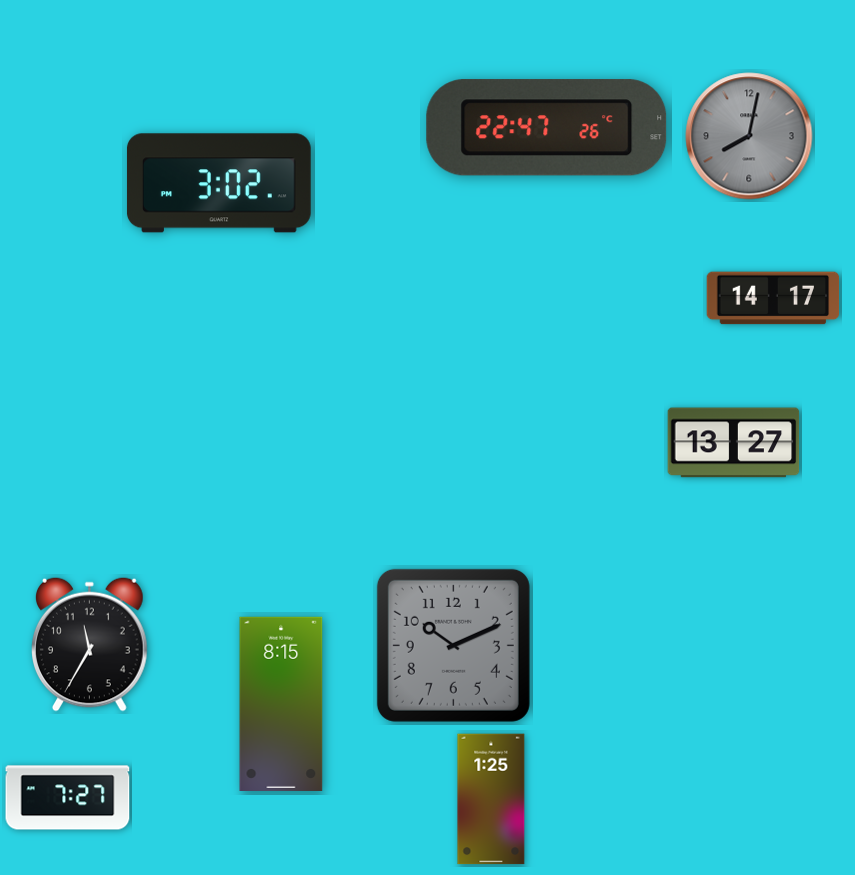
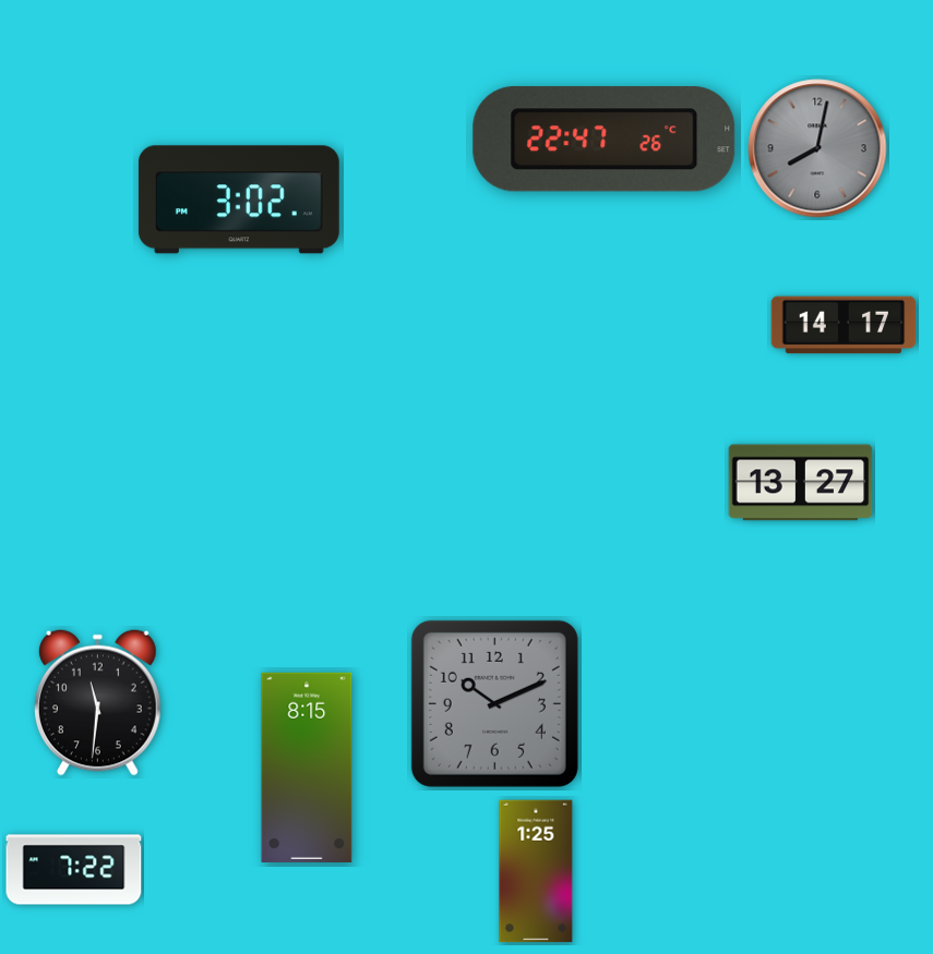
clock at (547, 128) position: (547, 128) -> (605, 140)
clock at (90, 644): 11:35 -> 11:31
clock at (68, 798): 7:27 -> 7:22
